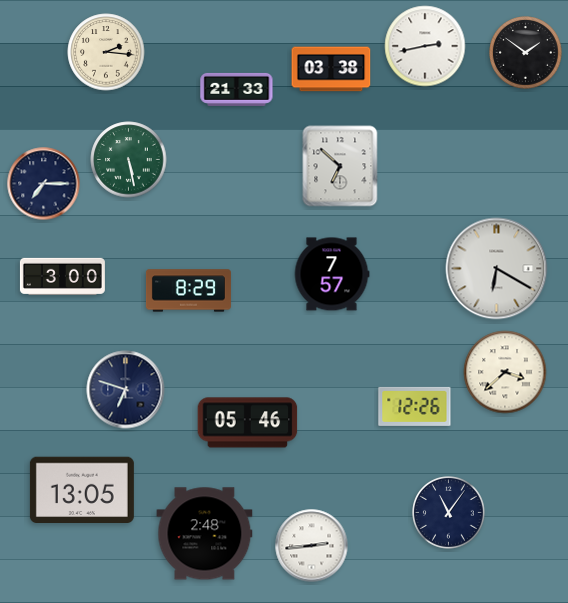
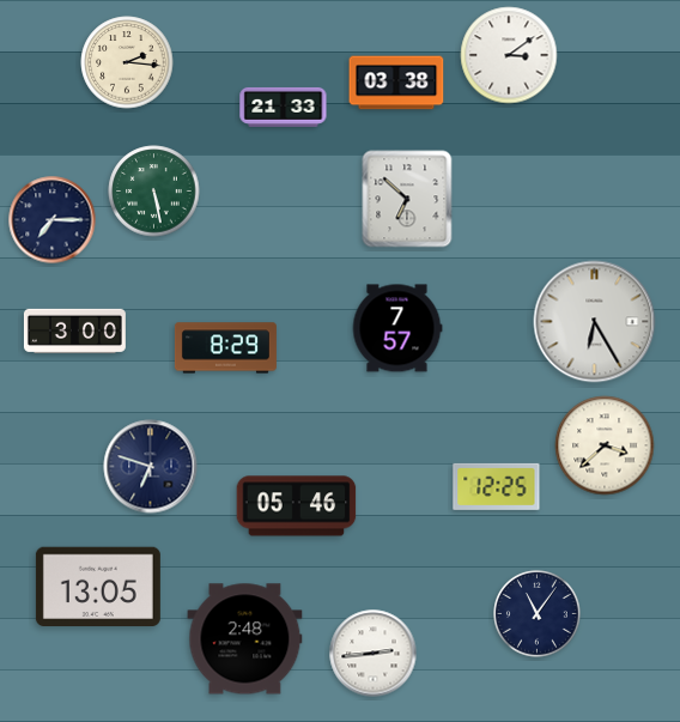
clock at (425, 46): 2:43 -> 3:09
clock at (526, 53): 1:51 -> none
clock at (497, 269): 6:20 -> 6:25
clock at (415, 406): 12:26 -> 12:25
